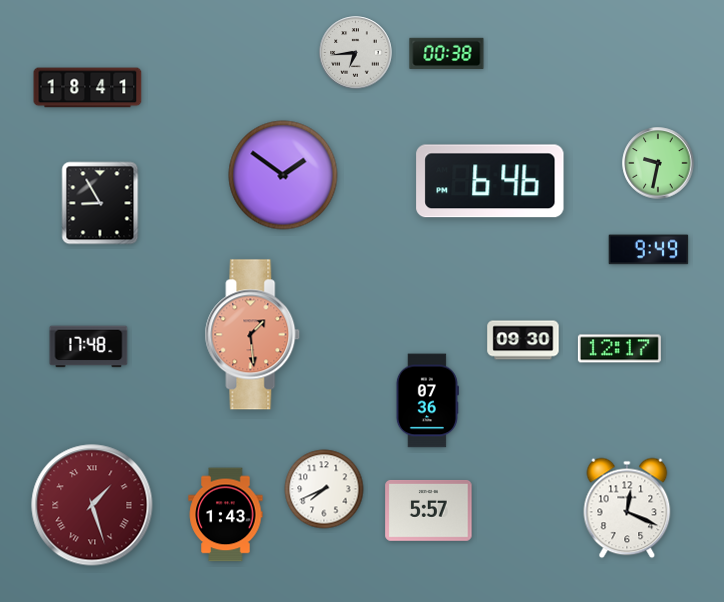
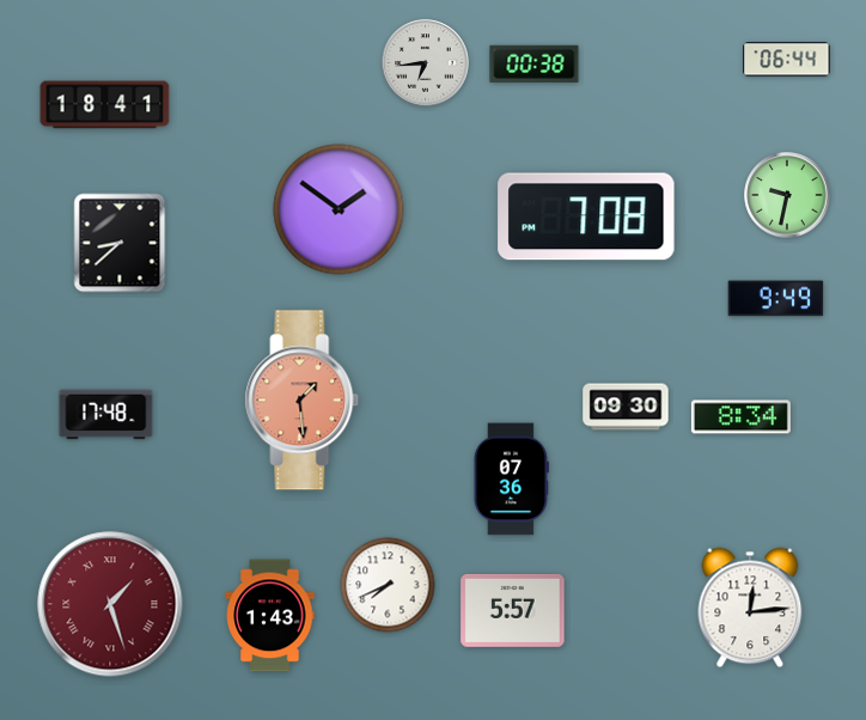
clock at (787, 60): none -> 06:44
clock at (490, 181): 6:46 -> 7:08
clock at (100, 203): 8:55 -> 8:38
clock at (619, 349): 12:17 -> 8:34
clock at (627, 508): 12:19 -> 12:14
